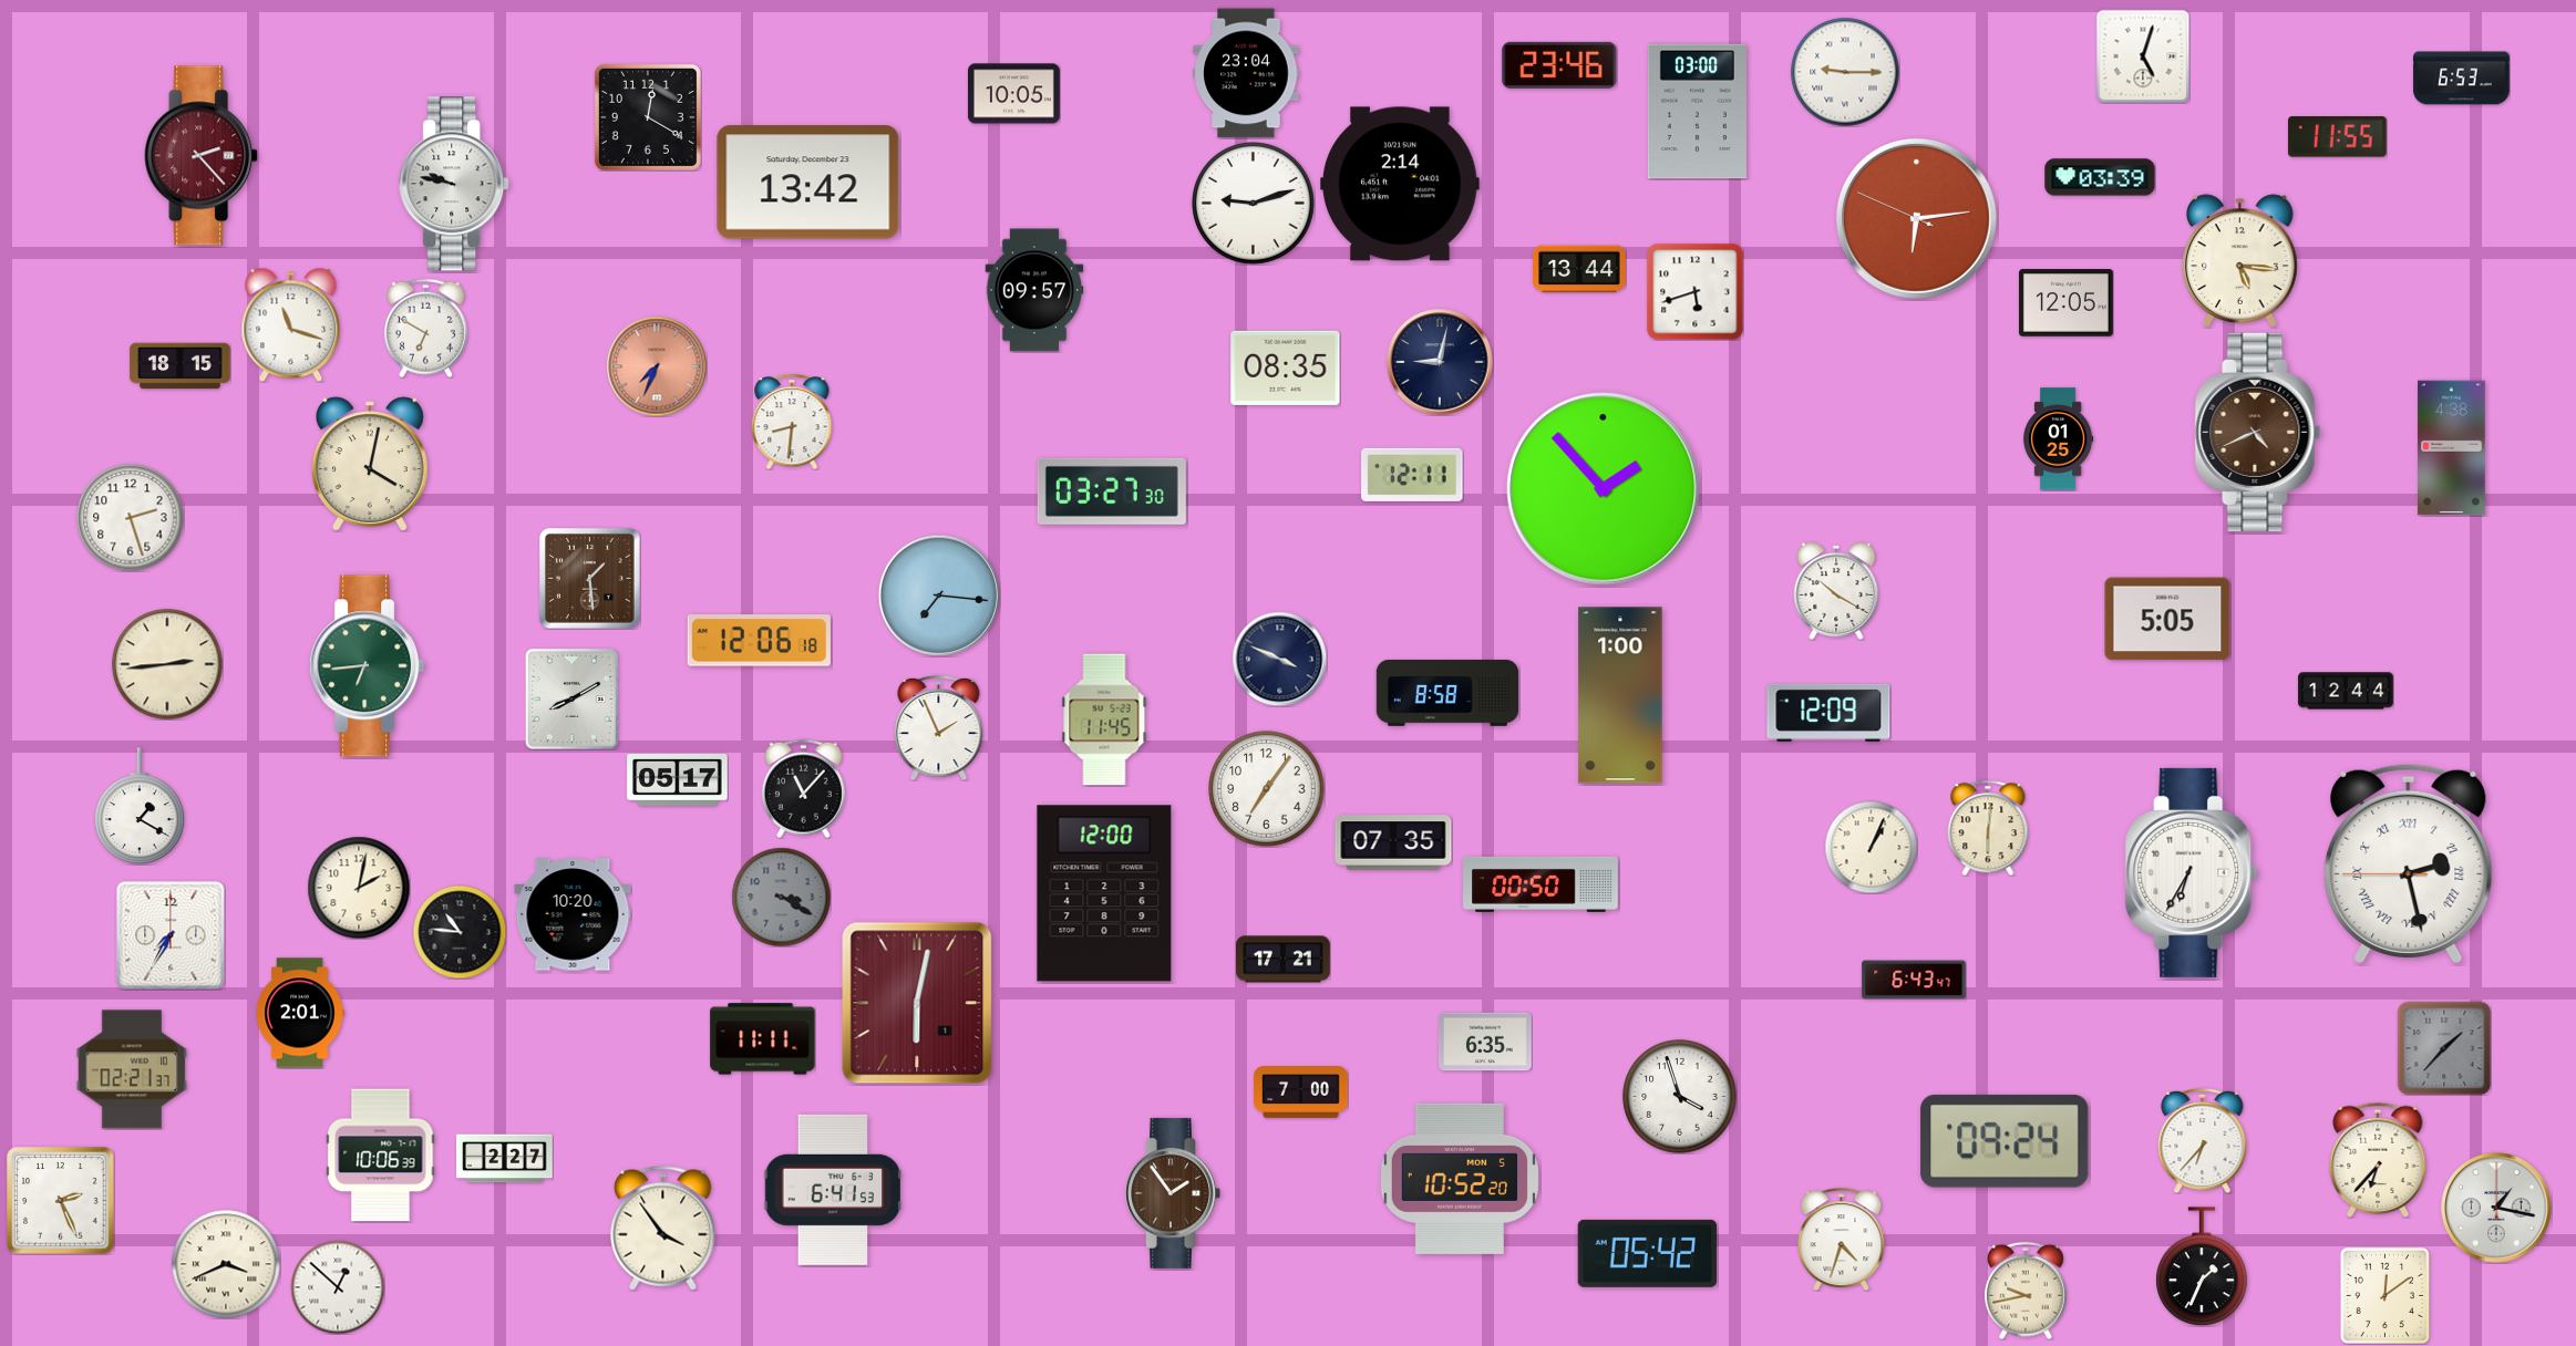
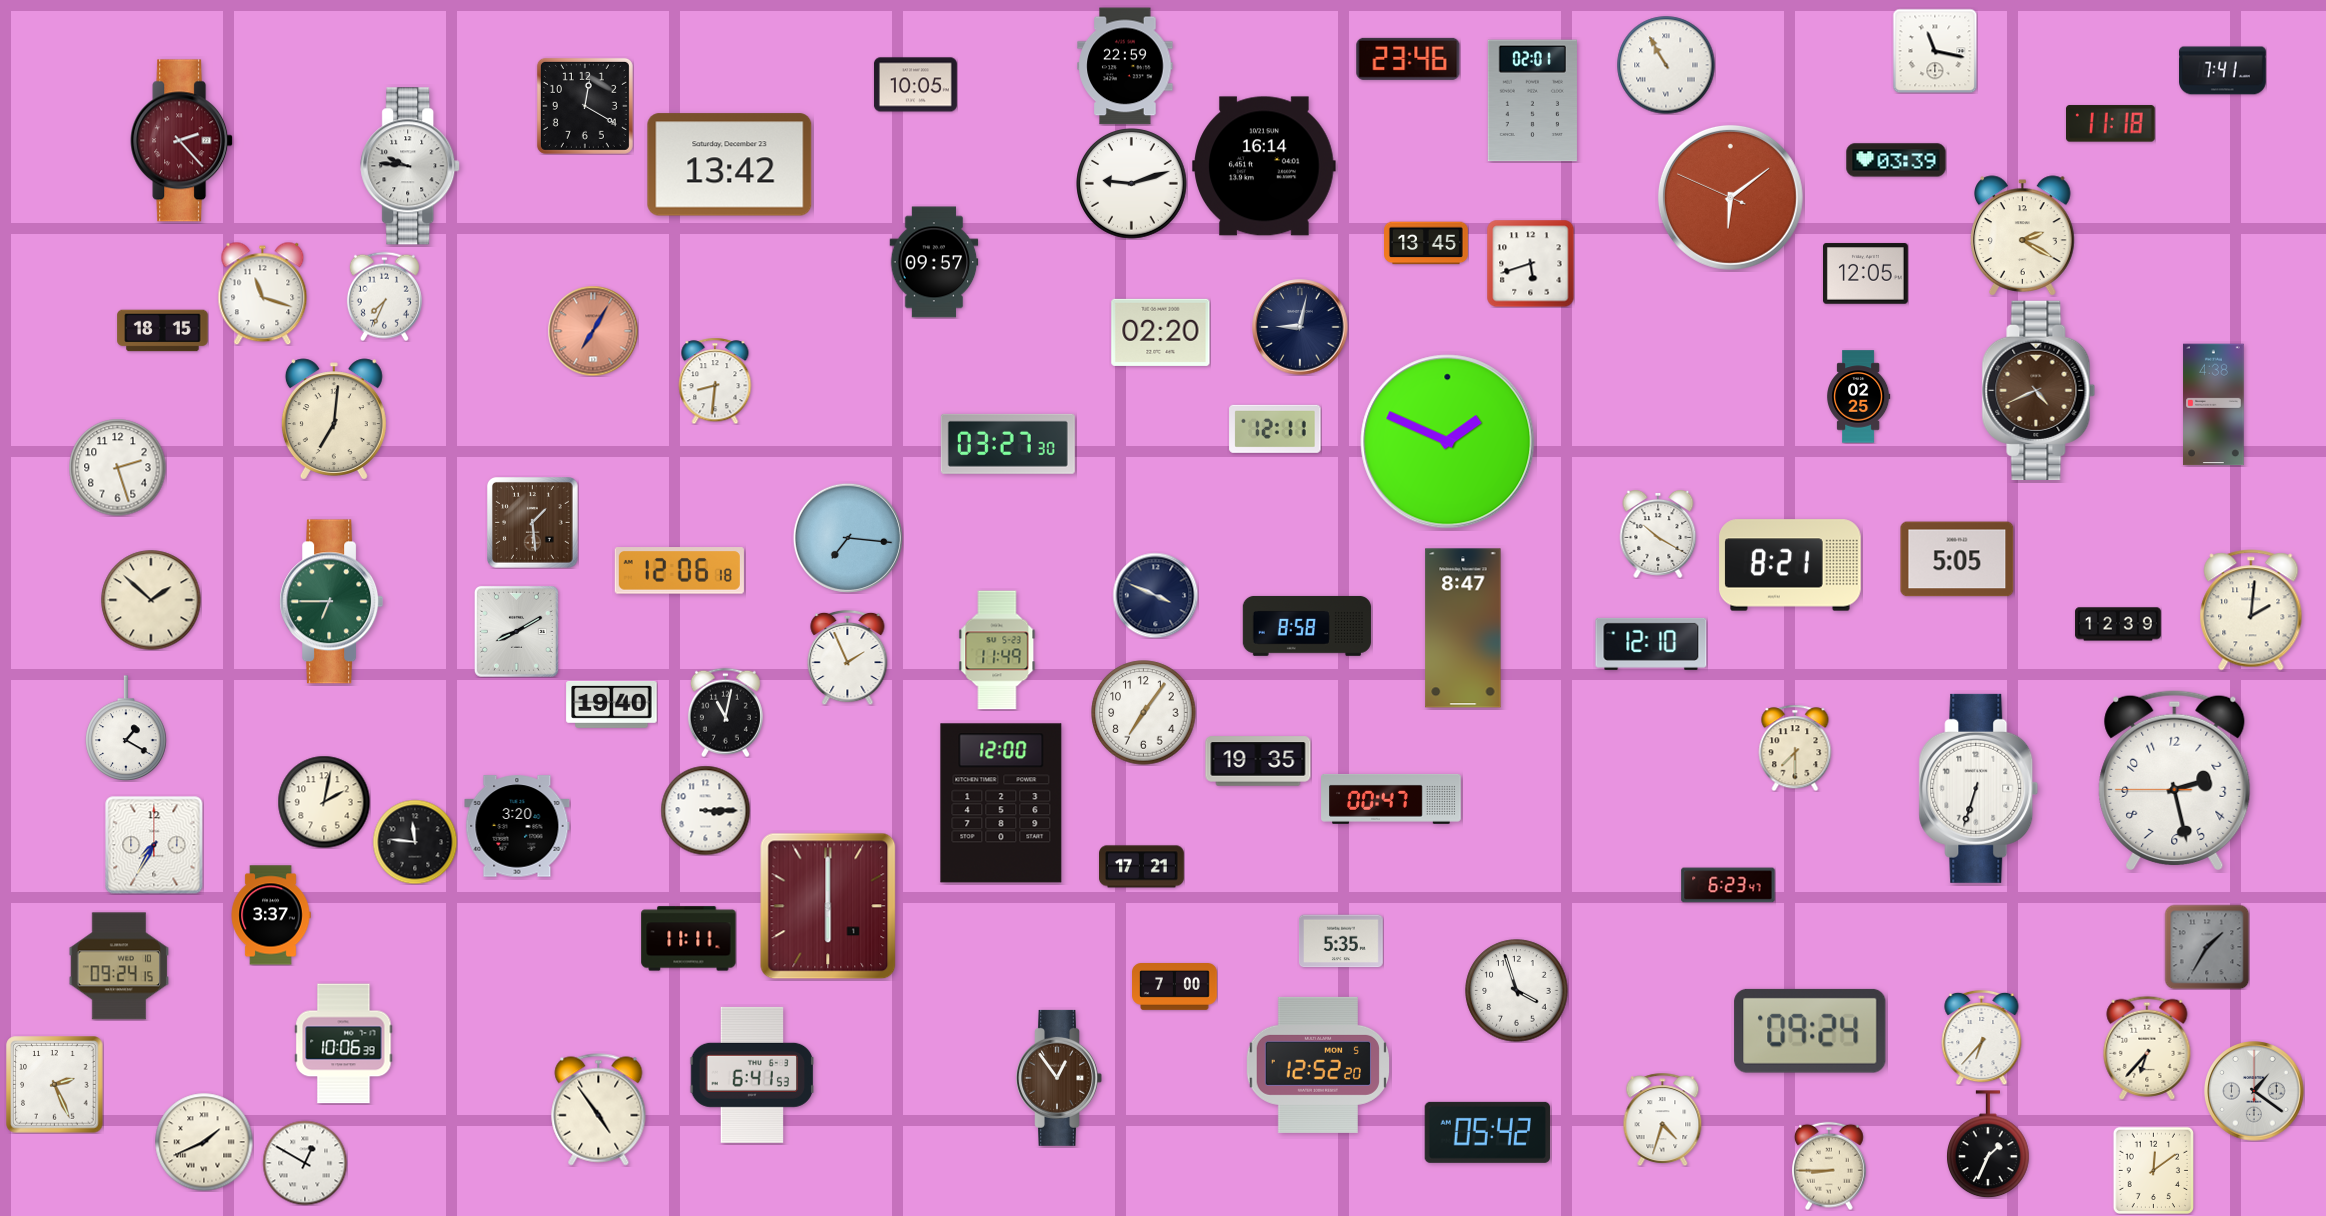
clock at (2143, 56): 5:03 -> 11:17
clock at (1845, 72): 9:15 -> 10:55
clock at (1246, 73): 23:04 -> 22:59
clock at (2462, 79): 6:53 -> 7:41
clock at (1697, 112): 03:00 -> 02:01
clock at (2338, 137): 11:55 -> 11:18
clock at (455, 184): 9:47 -> 9:46
clock at (1400, 184): 2:14 -> 16:14
clock at (1916, 218): 6:13 -> 6:08
clock at (2240, 261): 5:16 -> 2:20
clock at (1580, 269): 13:44 -> 13:45
clock at (425, 328): 6:50 -> 7:34
clock at (657, 366): 7:34 -> 7:05
clock at (1286, 367): 08:35 -> 02:20
clock at (2059, 439): 01:25 -> 02:25
clock at (370, 464): 4:02 -> 7:01
clock at (1604, 489): 1:53 -> 1:49
clock at (1112, 491) position: (1112, 491) -> (1008, 444)
clock at (1790, 565): none -> 8:21
clock at (759, 641) position: (759, 641) -> (679, 571)
clock at (167, 664): 2:44 -> 1:52
clock at (368, 666): 6:44 -> 6:45
clock at (2251, 610): none -> 2:01
clock at (2346, 691): 12:44 -> 12:39
clock at (1620, 695): 1:00 -> 8:47
clock at (1828, 713): 12:09 -> 12:10
clock at (1104, 719): 11:45 -> 11:49
clock at (678, 779): 05:17 -> 19:40
clock at (803, 788): 11:07 -> 11:02
clock at (1988, 828): 6:01 -> 7:30
clock at (1393, 842): 07:35 -> 19:35
clock at (1871, 847): 1:04 -> none
clock at (2409, 863) numerals: Roman -> Arabic
clock at (2192, 872): 6:35 -> 6:33
clock at (1541, 884): 00:50 -> 00:47
clock at (1104, 893) position: (1104, 893) -> (1001, 803)
clock at (781, 897): 3:20 -> 3:15
clock at (781, 897) dial: grey -> white
clock at (573, 914): 10:20 -> 3:20
clock at (460, 932): 10:46 -> 11:46
clock at (1284, 960) position: (1284, 960) -> (1142, 867)
clock at (1914, 980): 6:43 -> 6:23
clock at (917, 1003): 6:02 -> 6:00
clock at (300, 1013): 2:01 -> 3:37
clock at (1485, 1042): 6:35 -> 5:35
clock at (2444, 1048): 1:37 -> 1:35
clock at (132, 1069): 02:21 -> 09:24
clock at (2203, 1140) position: (2203, 1140) -> (1982, 1037)
clock at (505, 1159): 2:27 -> none
clock at (1459, 1179): 10:52 -> 12:52
clock at (1173, 1193): 1:54 -> 12:54
clock at (2496, 1208): 1:17 -> 1:21
clock at (663, 1229): 3:54 -> 4:54
clock at (226, 1264): 3:41 -> 1:41
clock at (338, 1287): 12:52 -> 12:50
clock at (2027, 1291): 9:43 -> 8:45
